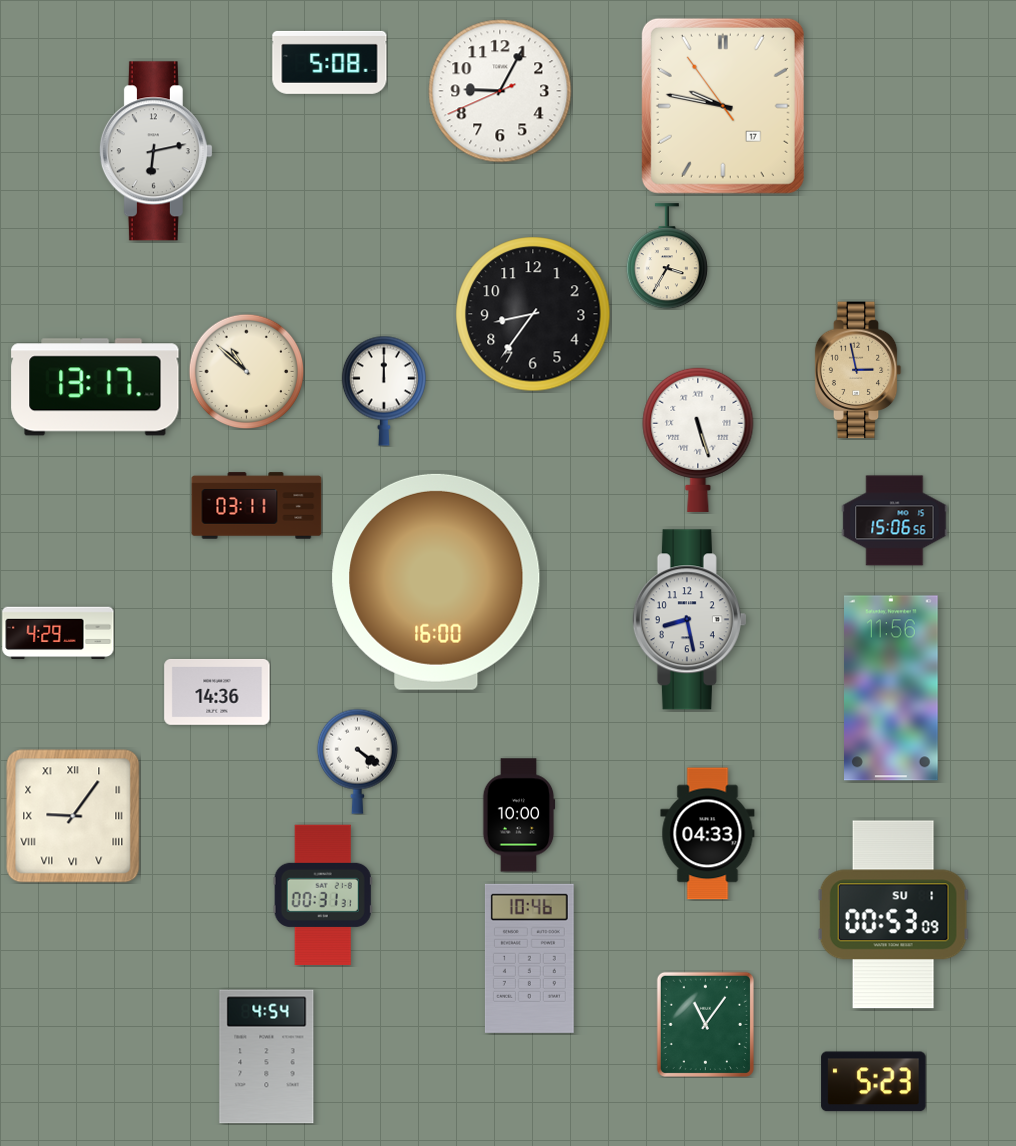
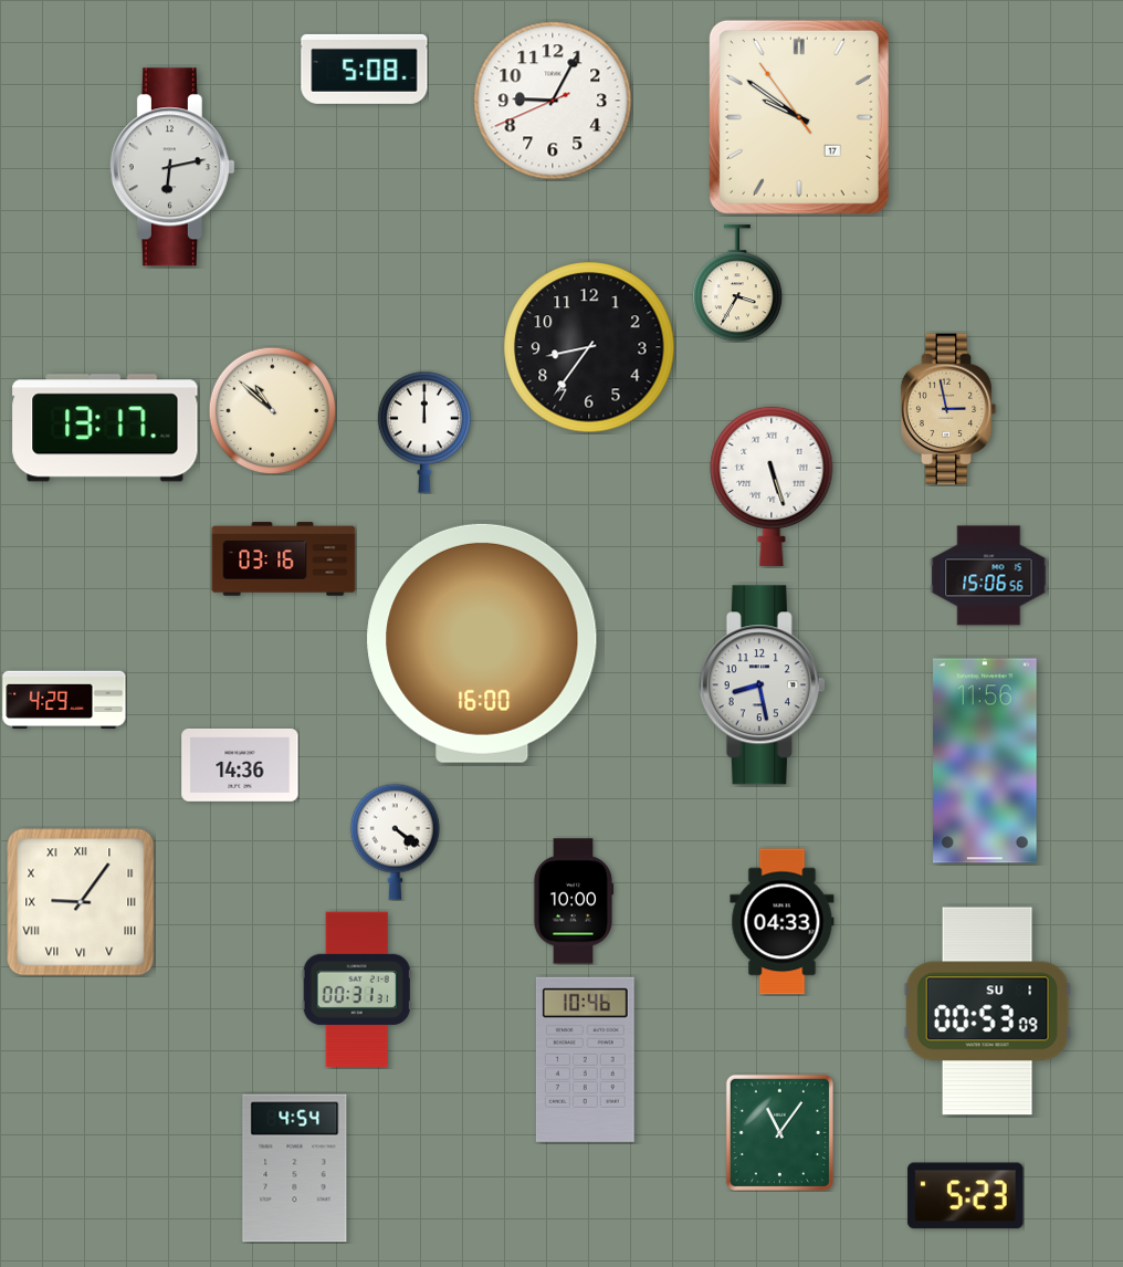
clock at (723, 106): 9:46 -> 9:50
clock at (257, 506): 03:11 -> 03:16
